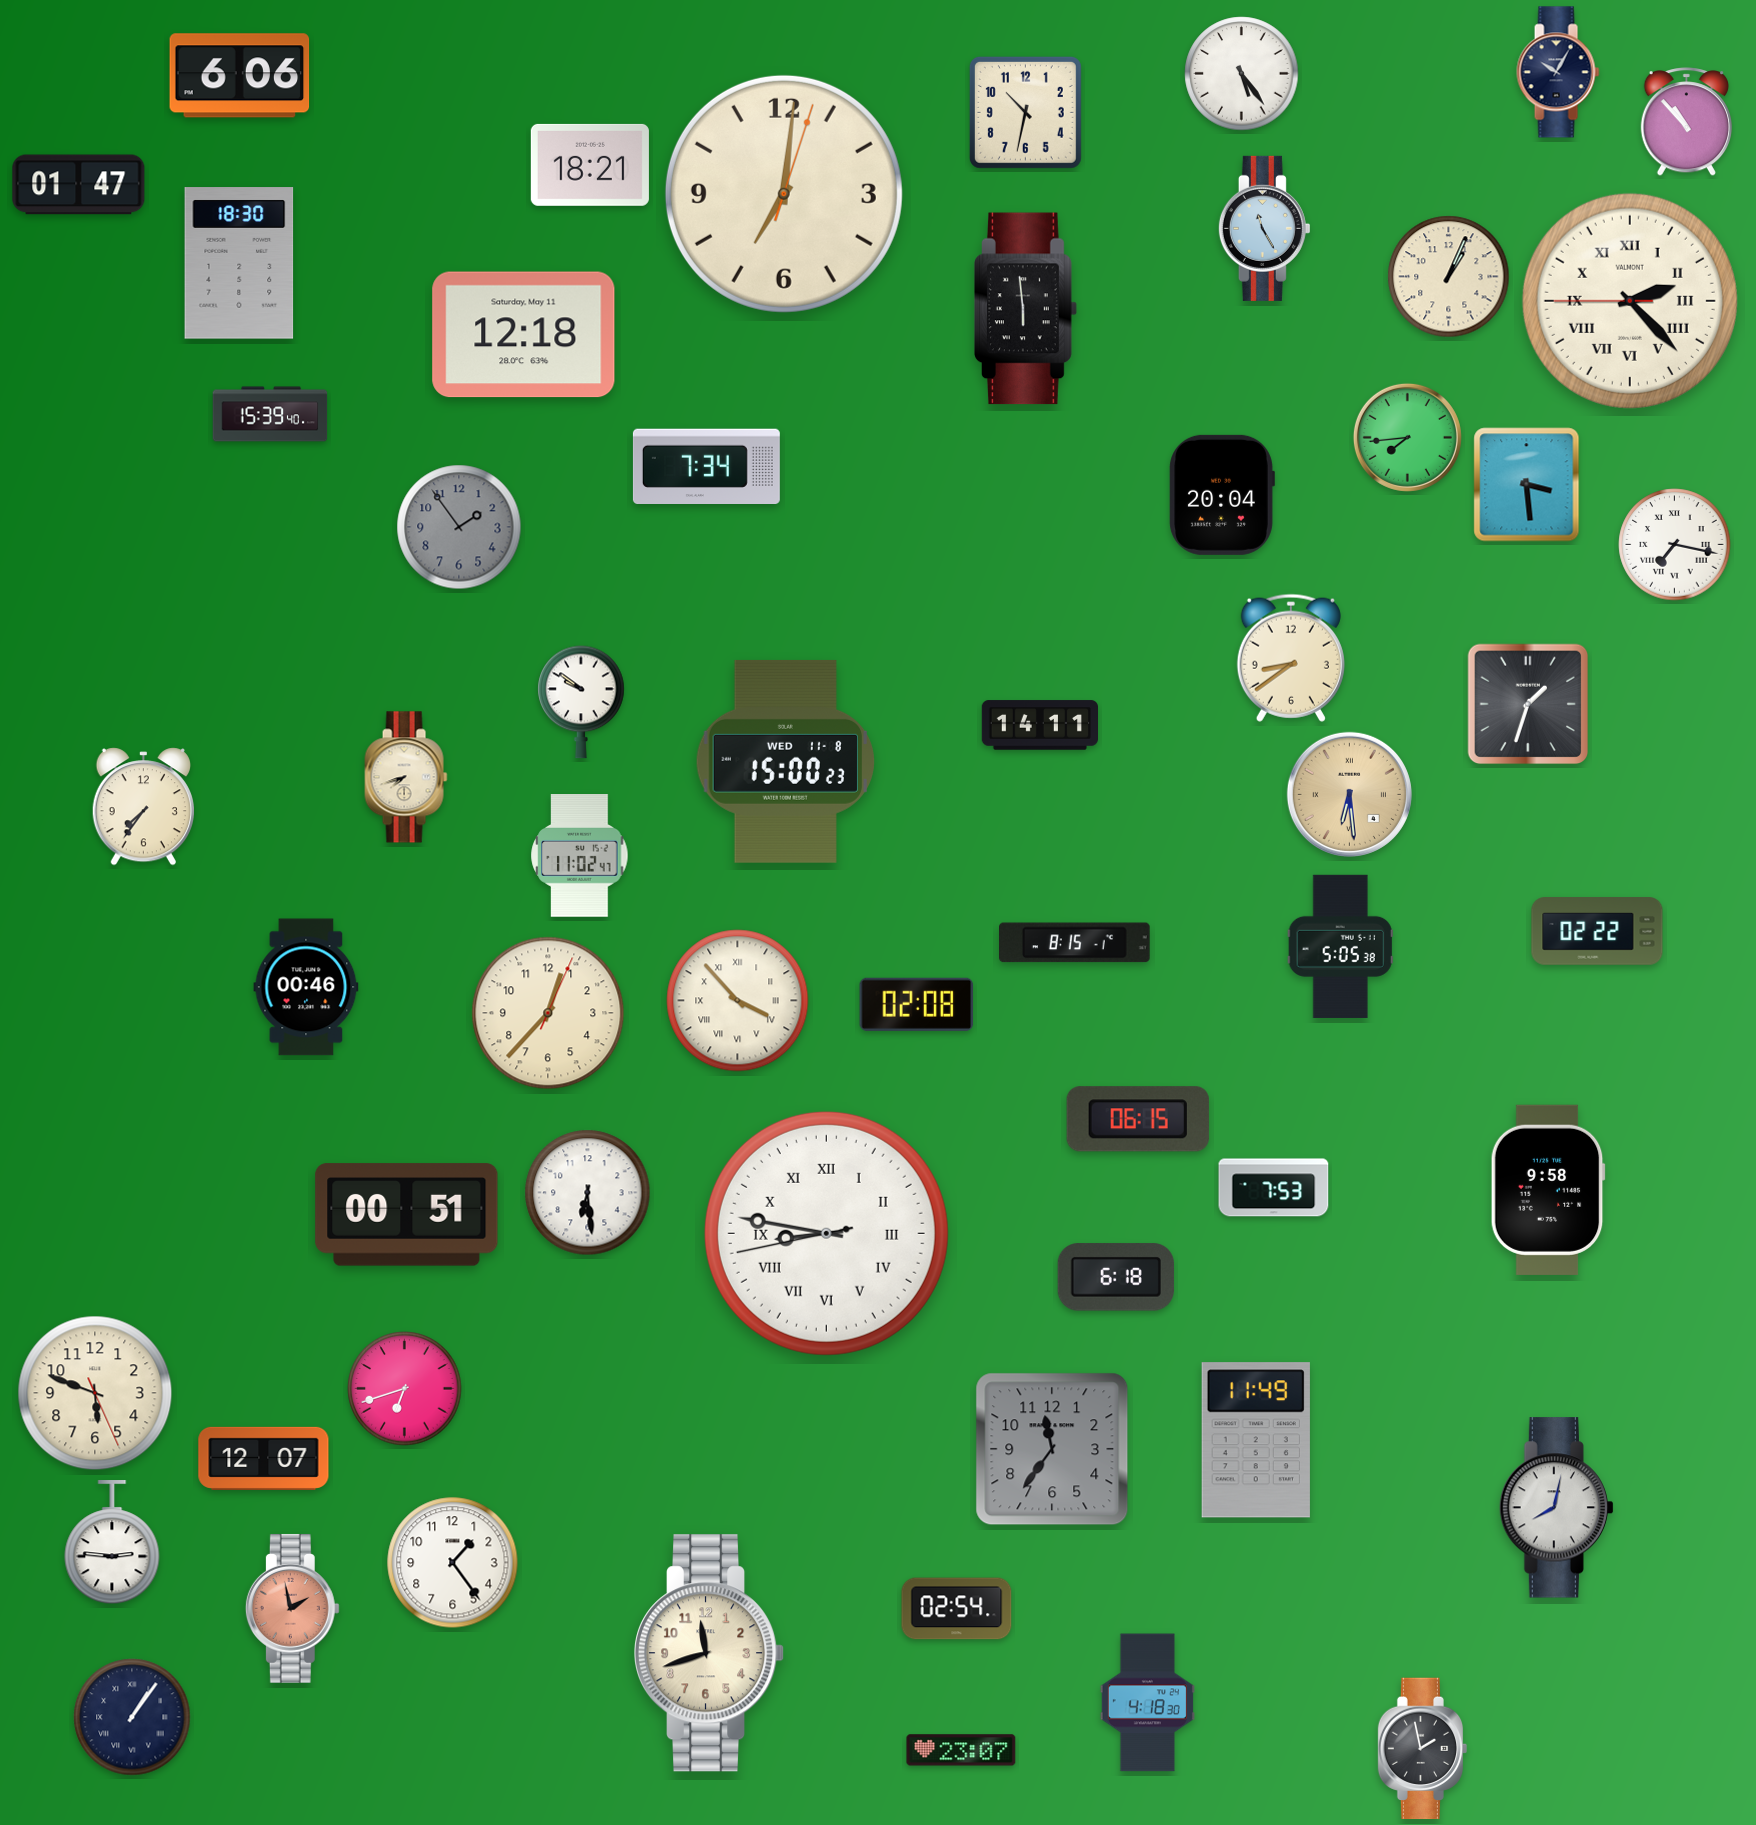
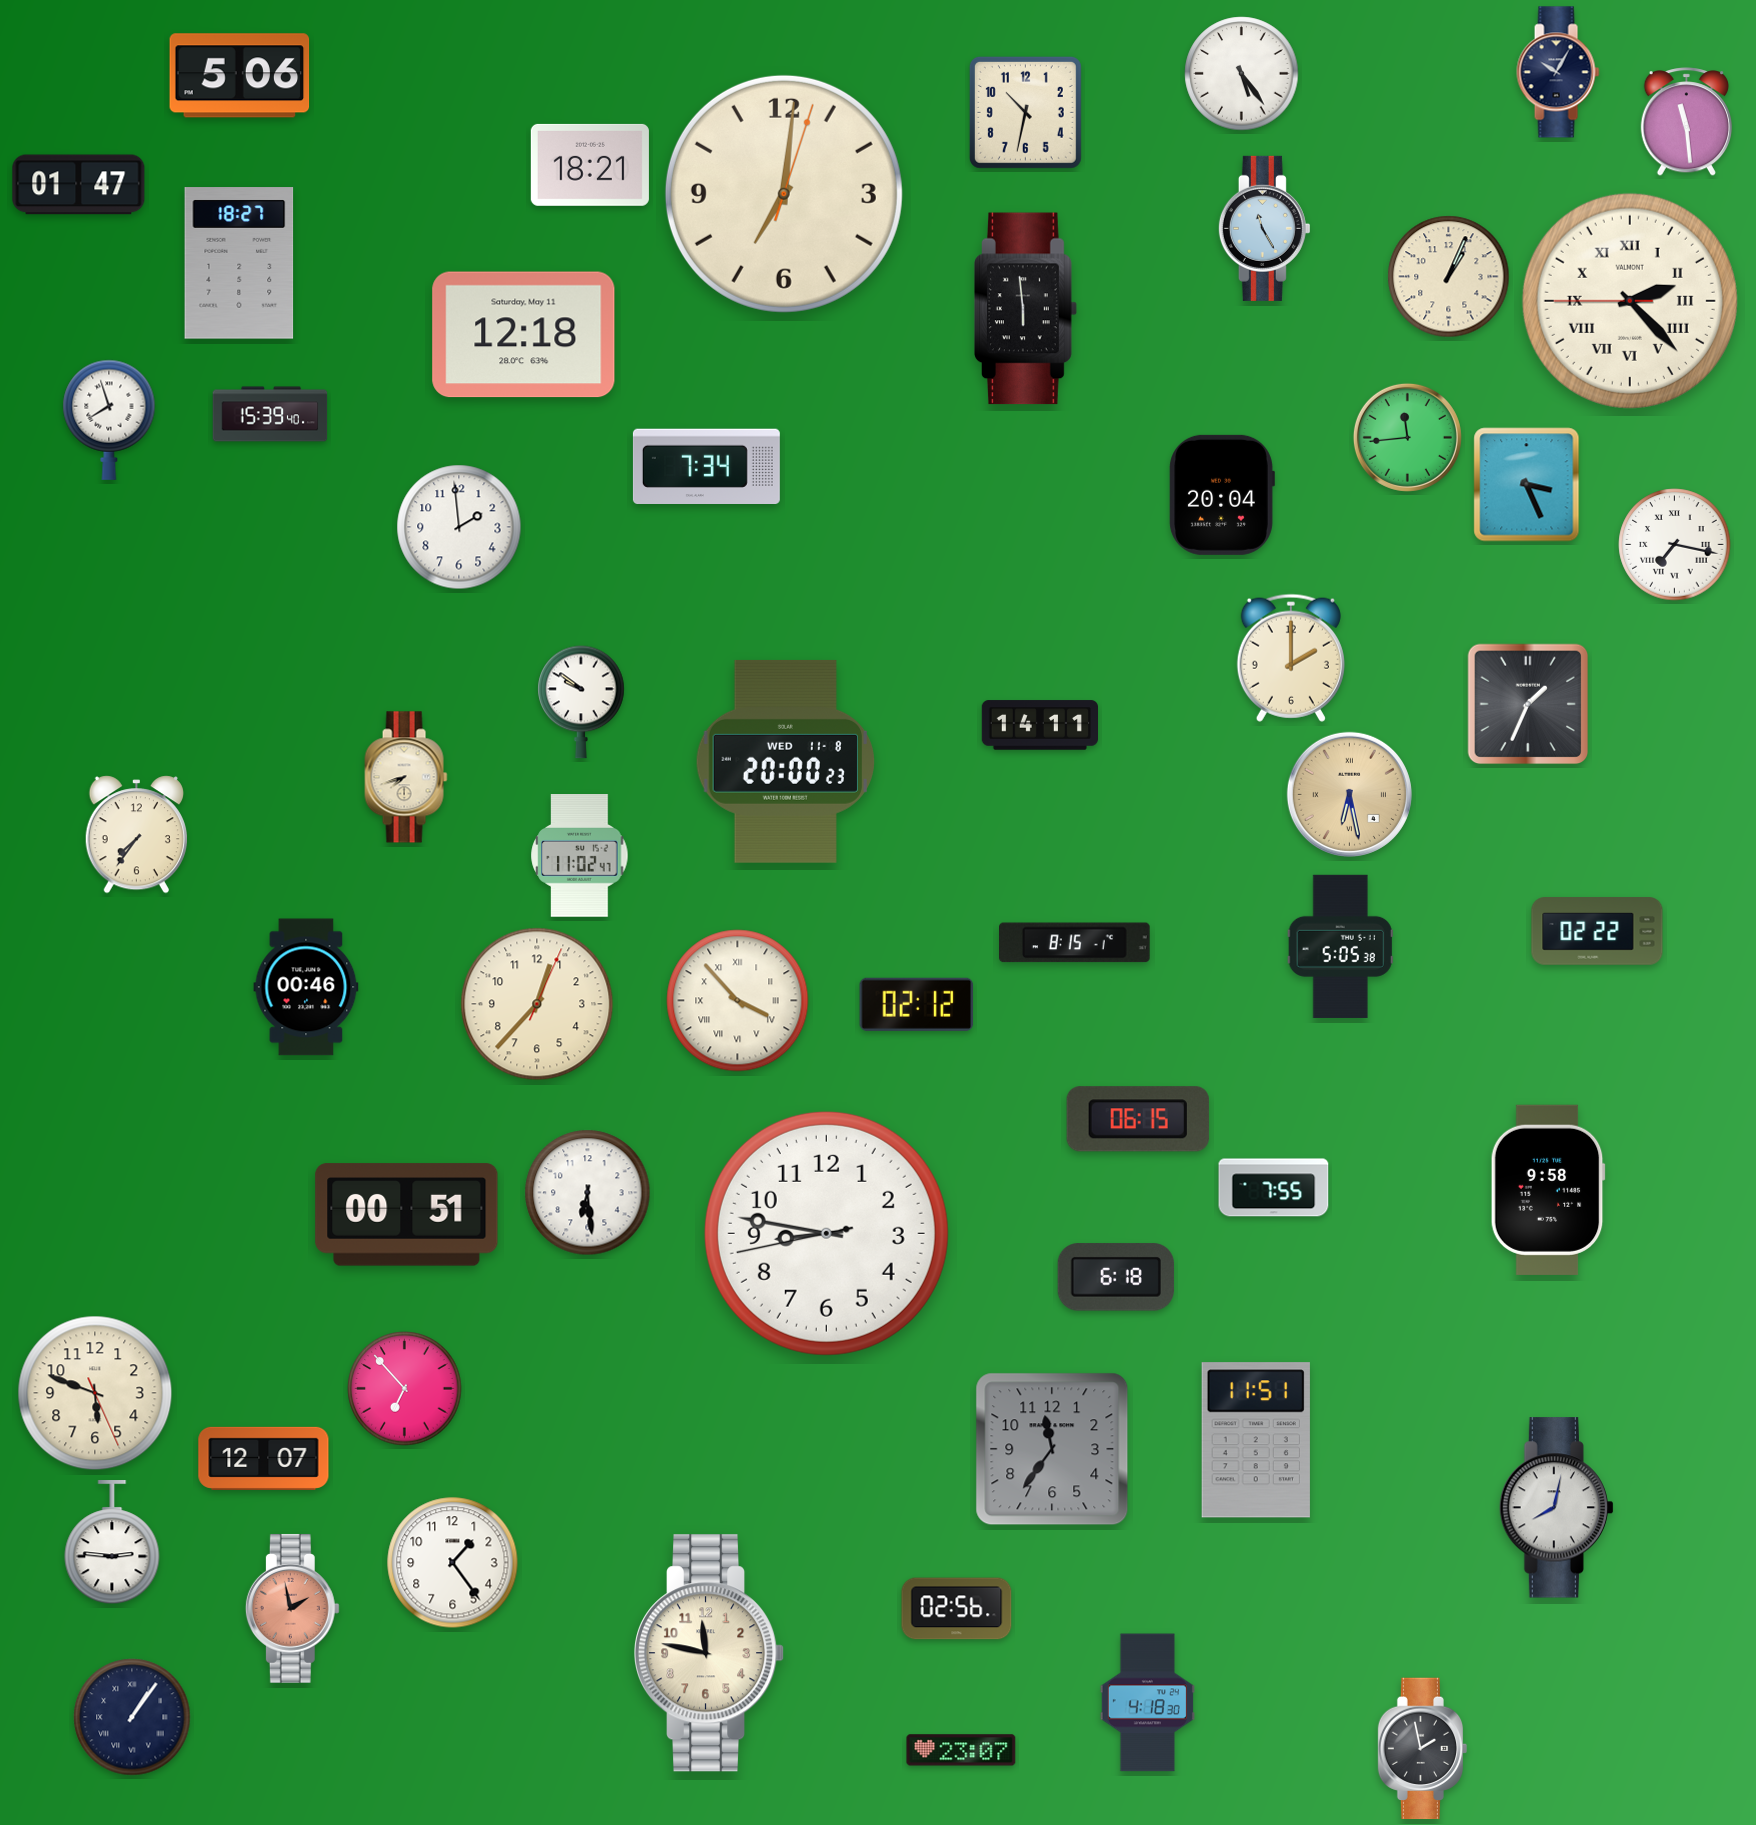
clock at (240, 76): 6:06 -> 5:06
clock at (1686, 122): 10:53 -> 11:29
clock at (239, 263): 18:30 -> 18:27
clock at (109, 420): none -> 7:57
clock at (1407, 437): 7:44 -> 11:44
clock at (1527, 485): 3:29 -> 3:26
clock at (459, 527): 1:54 -> 1:59
clock at (459, 527) dial: grey -> white
clock at (1291, 658): 8:39 -> 2:00
clock at (1528, 704): 1:33 -> 1:34
clock at (785, 761): 15:00 -> 20:00
clock at (1349, 794): 6:29 -> 6:28
clock at (143, 807) position: (143, 807) -> (136, 835)
clock at (917, 1004): 02:08 -> 02:12
clock at (548, 1013) position: (548, 1013) -> (537, 1004)
clock at (1274, 1188): 7:53 -> 7:55
clock at (826, 1233) numerals: Roman -> Arabic
clock at (405, 1389): 6:42 -> 6:53
clock at (1256, 1440): 11:49 -> 11:51
clock at (957, 1609): 02:54 -> 02:56
clock at (710, 1653): 11:42 -> 11:47
